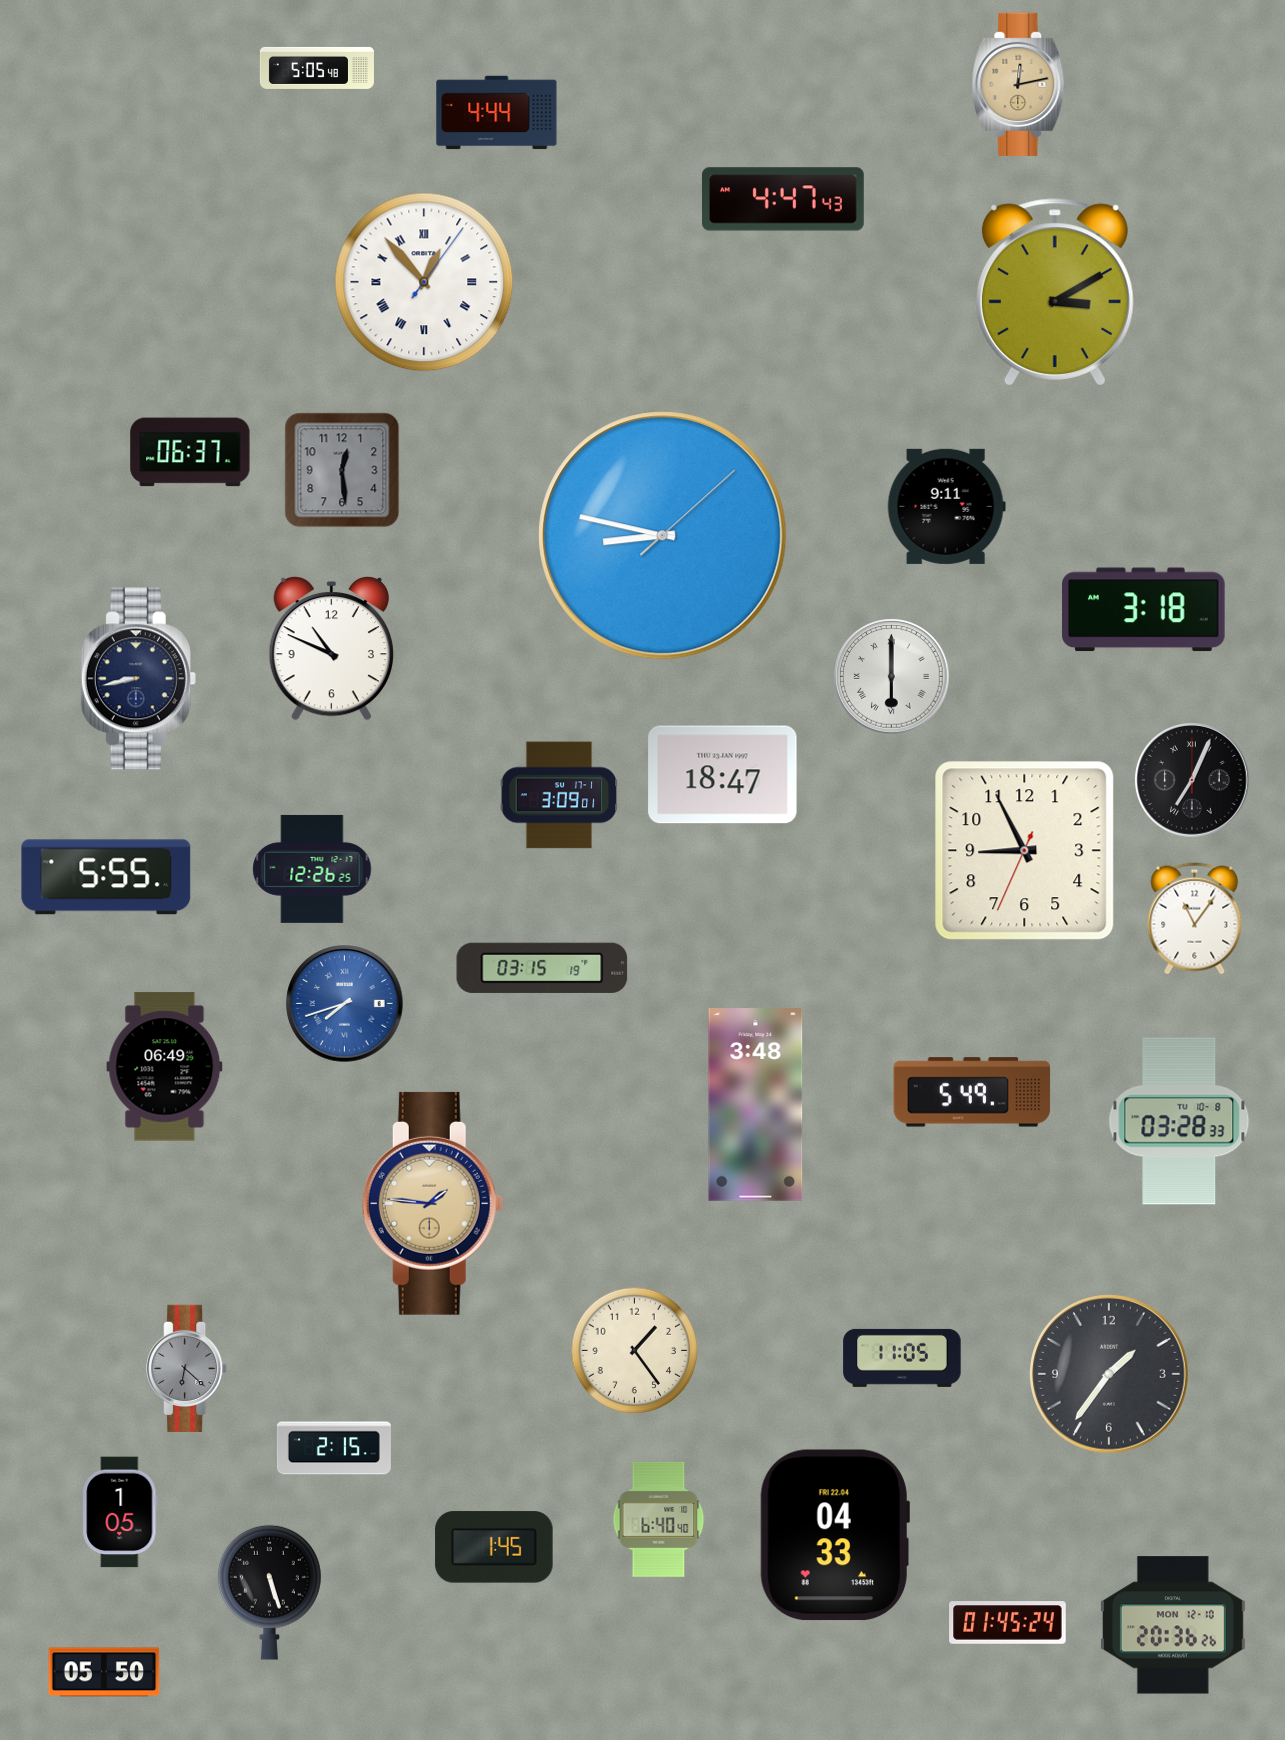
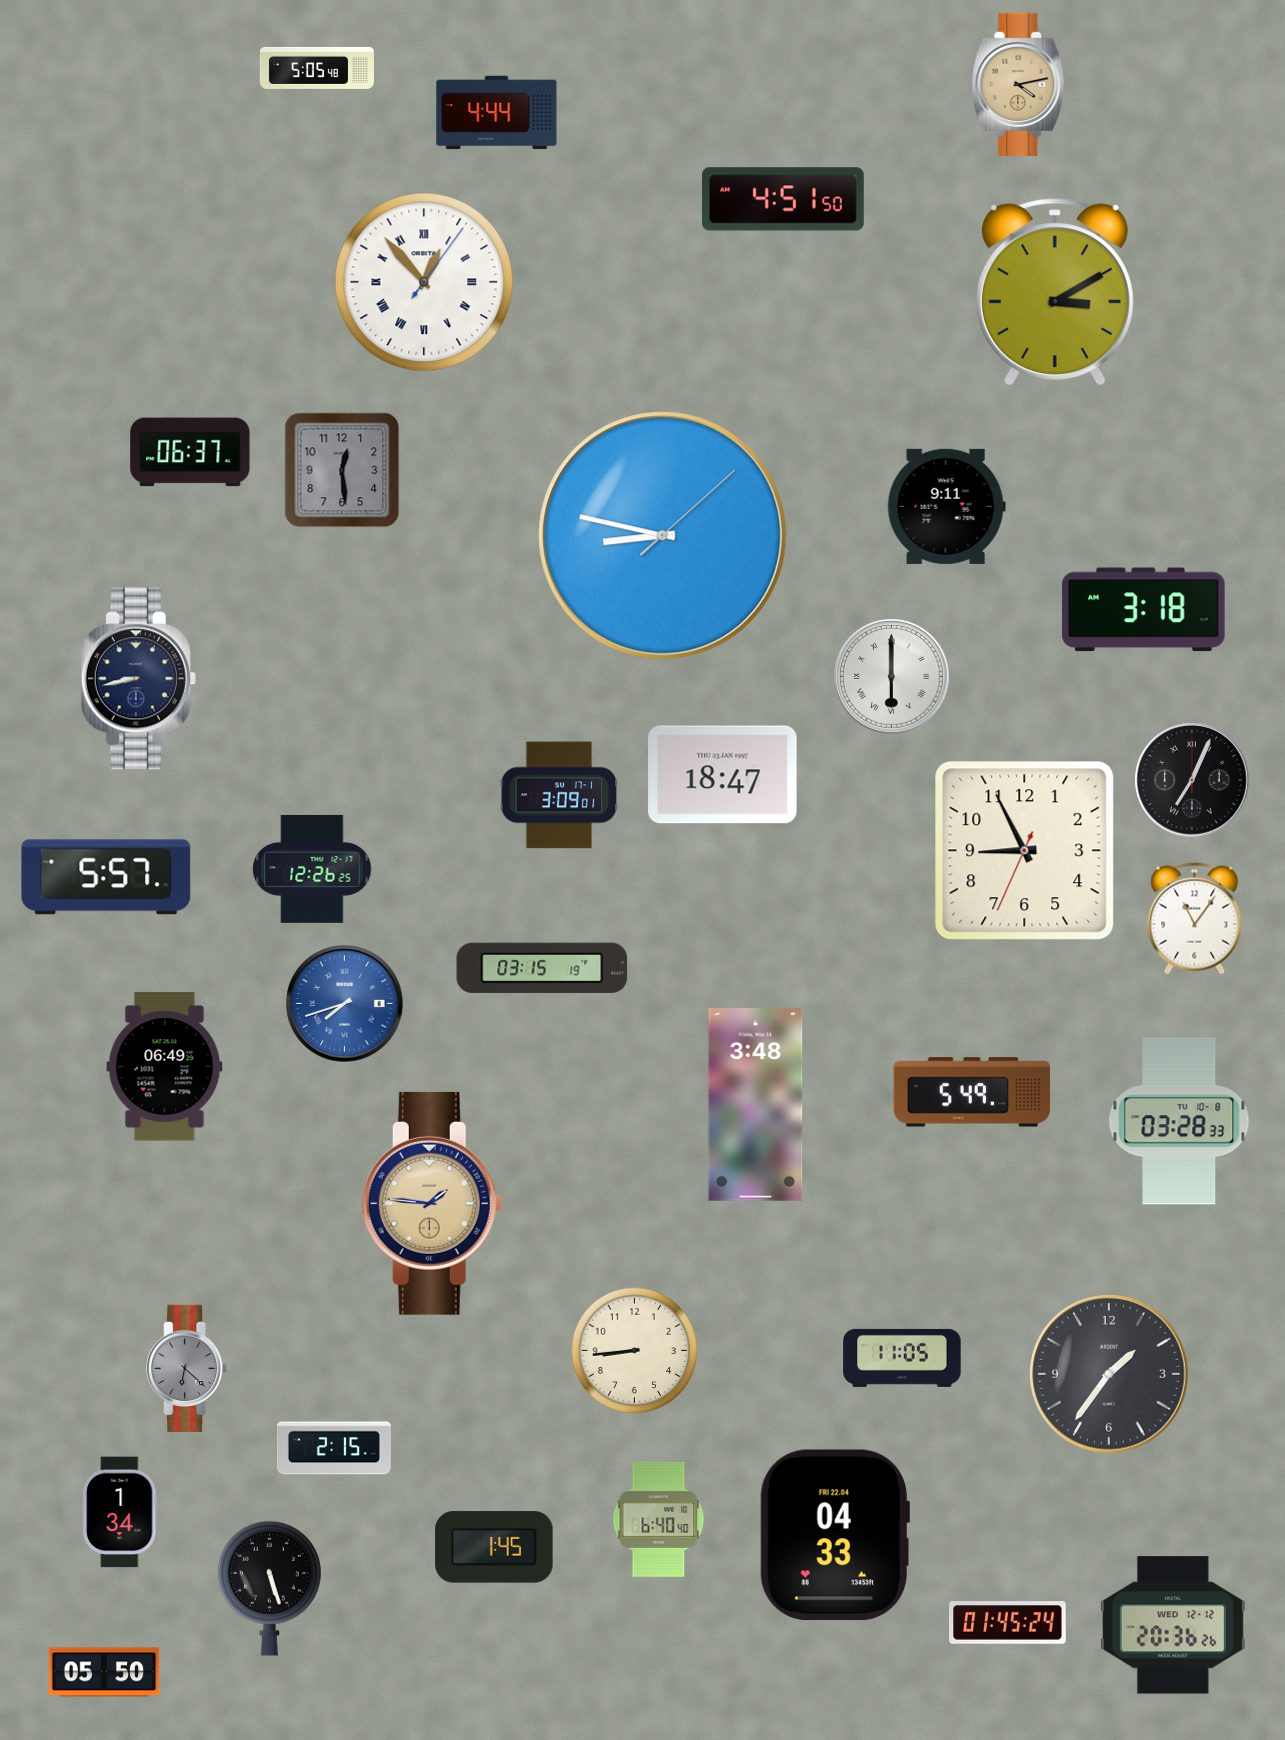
clock at (1019, 84): 12:13 -> 4:13
clock at (784, 199): 4:47 -> 4:51
clock at (331, 648): 10:49 -> none
clock at (106, 877): 5:55 -> 5:57
clock at (635, 1351): 1:24 -> 8:44
clock at (120, 1512): 1:05 -> 1:34
clock at (269, 1592) position: (269, 1592) -> (269, 1588)
clock at (1173, 1625) date: MON 12-10 -> WED 12-12
